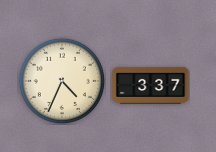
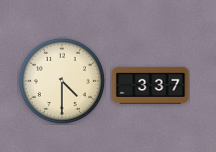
clock at (62, 81): 4:34 -> 4:30
